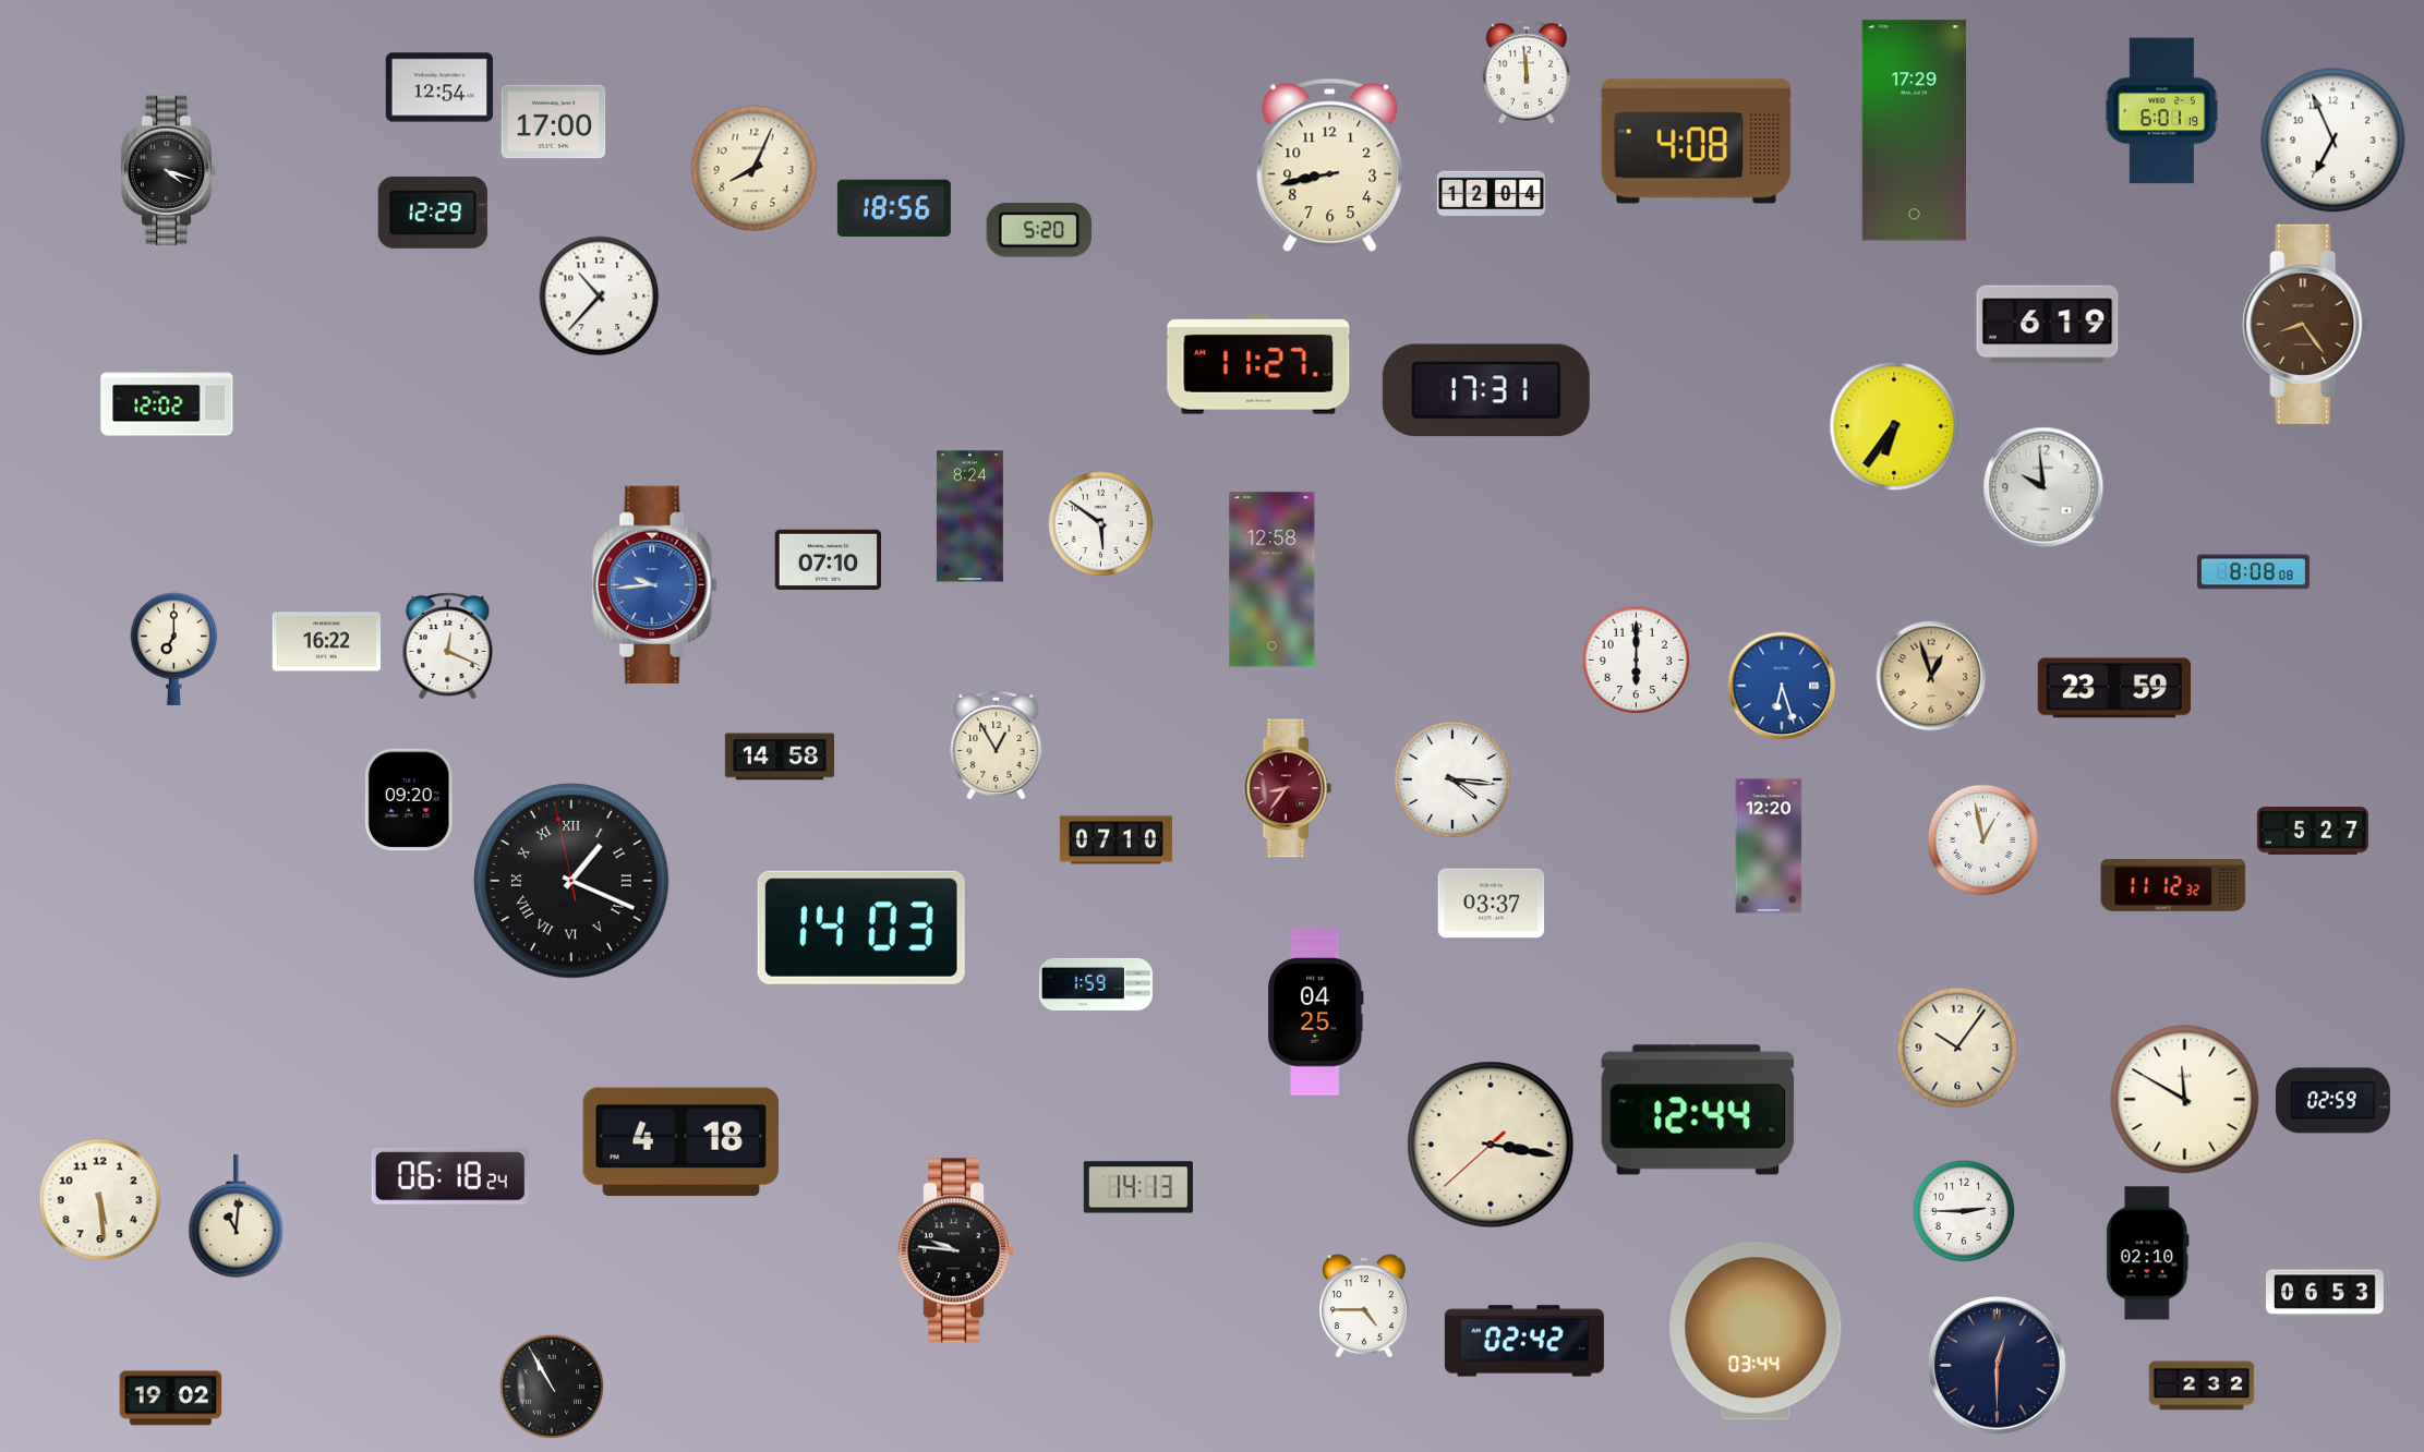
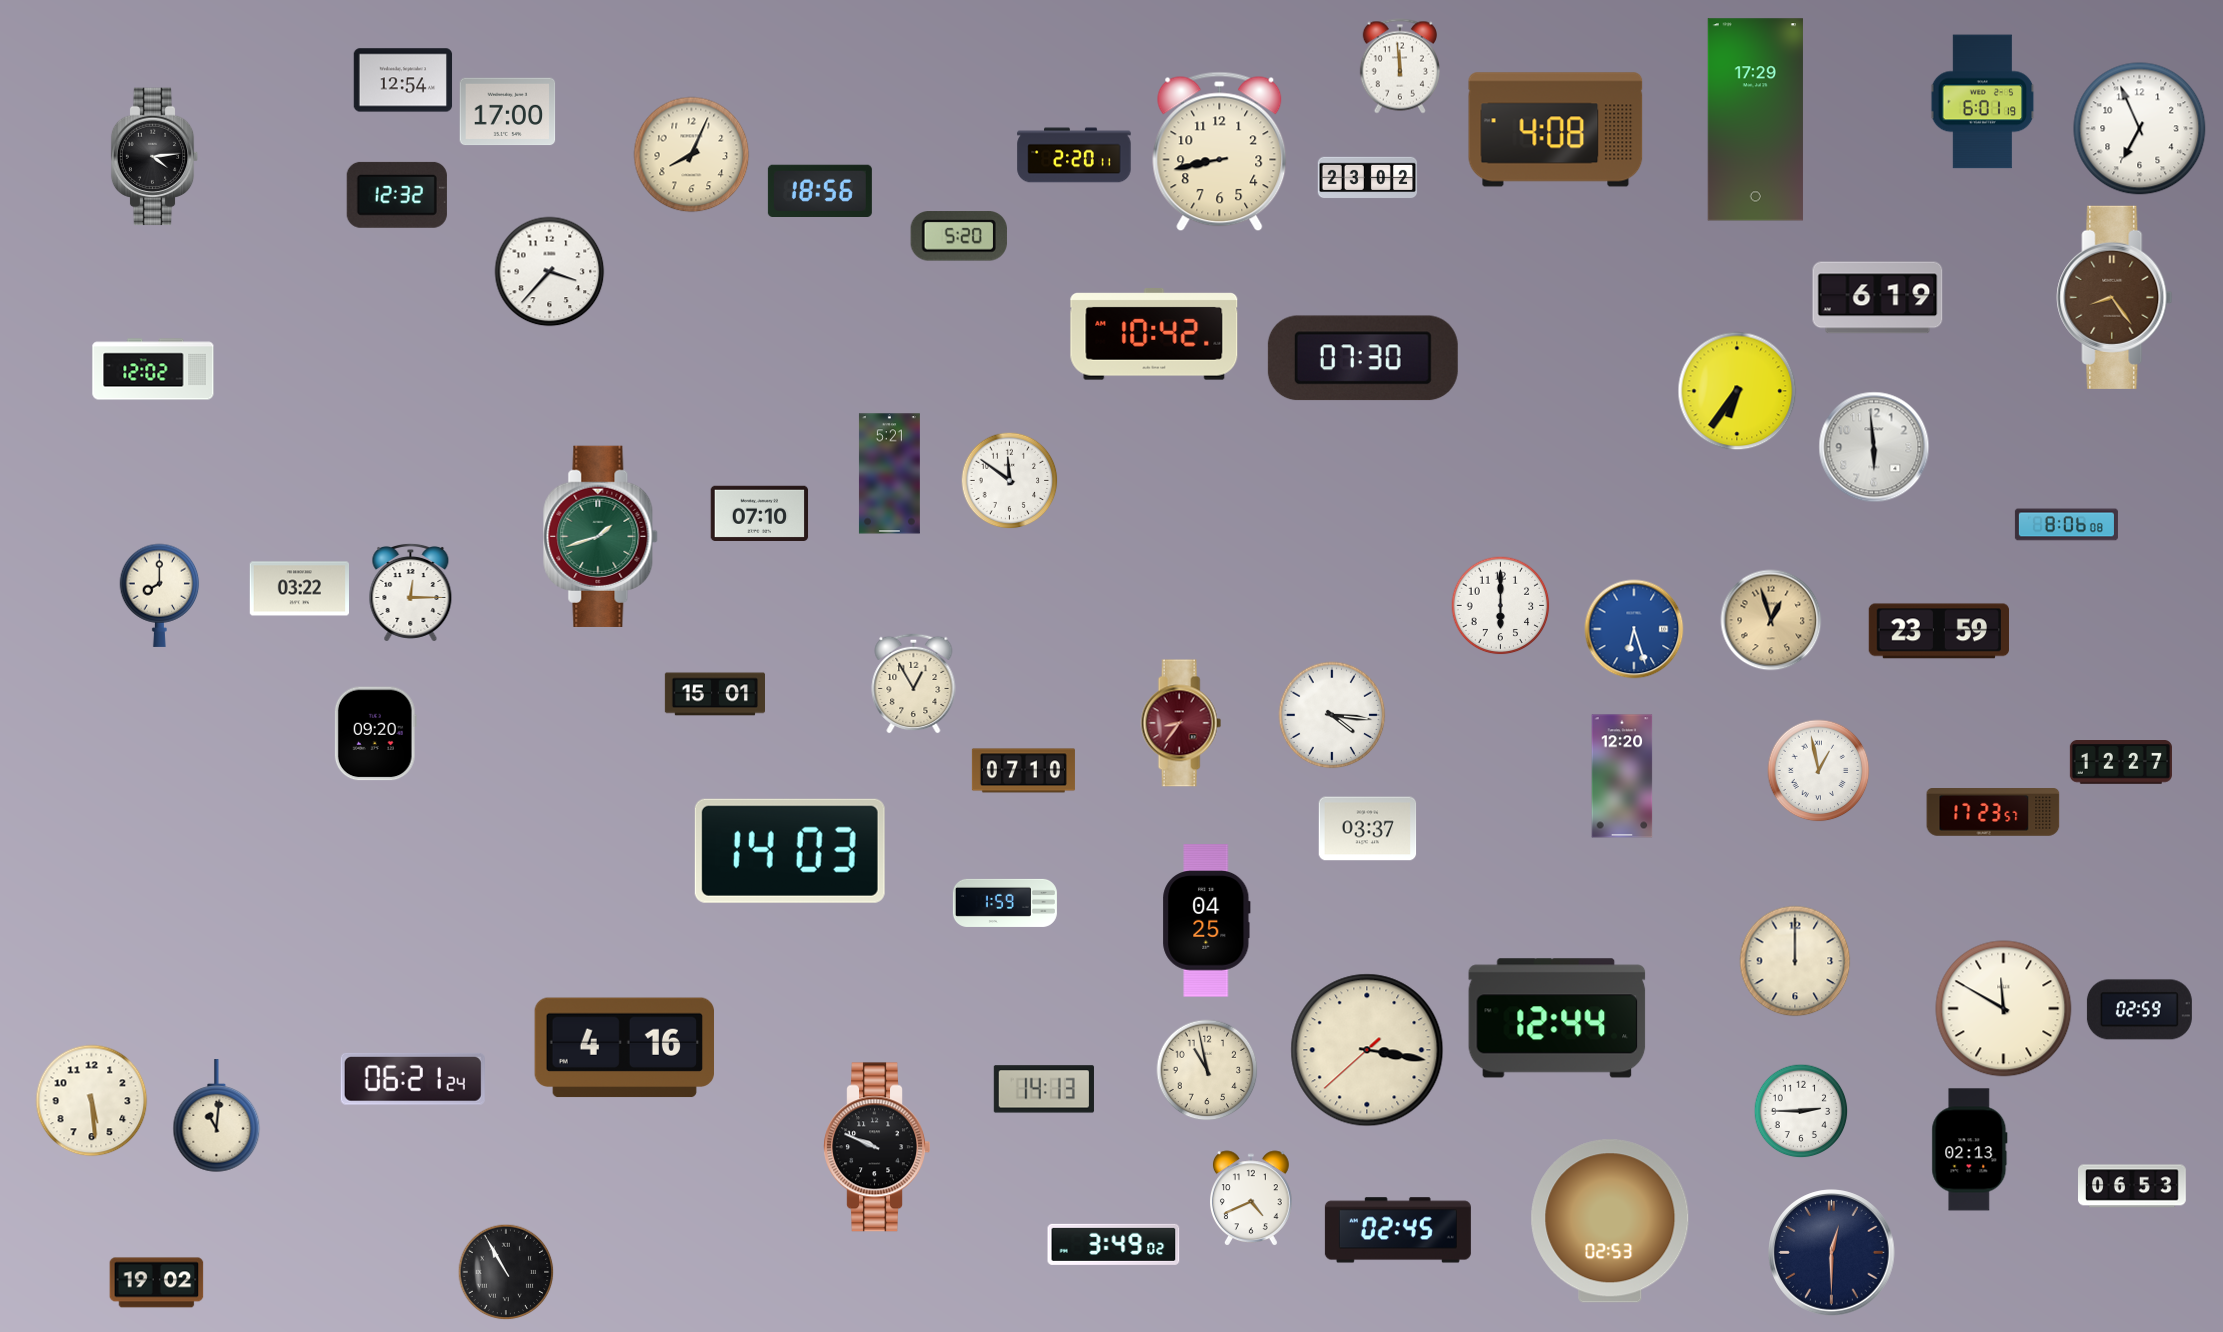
clock at (1074, 155): none -> 2:20
clock at (169, 171): 4:18 -> 4:14
clock at (1492, 194): 12:04 -> 23:02
clock at (433, 213): 12:29 -> 12:32
clock at (1038, 230) position: (1038, 230) -> (958, 236)
clock at (600, 297): 10:37 -> 3:37
clock at (1258, 365): 11:27 -> 10:42
clock at (1486, 390): 17:31 -> 07:30
clock at (2043, 487): 9:59 -> 5:59
clock at (969, 517): 8:24 -> 5:21
clock at (1100, 523): 5:51 -> 11:51
clock at (2253, 572): 8:08 -> 8:06
clock at (1273, 580): 12:58 -> none
clock at (655, 584): 9:44 -> 1:42
clock at (655, 584) dial: blue -> green
clock at (326, 642): 16:22 -> 03:22
clock at (448, 645): 12:19 -> 12:15
clock at (174, 649): 7:00 -> 8:00
clock at (779, 757): 14:58 -> 15:01
clock at (2313, 832): 5:27 -> 12:27
clock at (571, 881): 1:18 -> none
clock at (2173, 886): 11:12 -> 17:23
clock at (1316, 1013) position: (1316, 1013) -> (1207, 921)
clock at (1957, 1048): 10:06 -> 12:00
clock at (680, 1142): 4:18 -> 4:16
clock at (1207, 1070): none -> 10:58
clock at (450, 1176): 06:18 -> 06:21
clock at (956, 1250): 9:46 -> 9:49
clock at (2148, 1254): 02:10 -> 02:13
clock at (1365, 1306): 4:45 -> 4:41
clock at (1756, 1331): 03:44 -> 02:53
clock at (1524, 1341): 02:42 -> 02:45
clock at (1114, 1244): none -> 3:49
clock at (2202, 1386): 2:32 -> none
